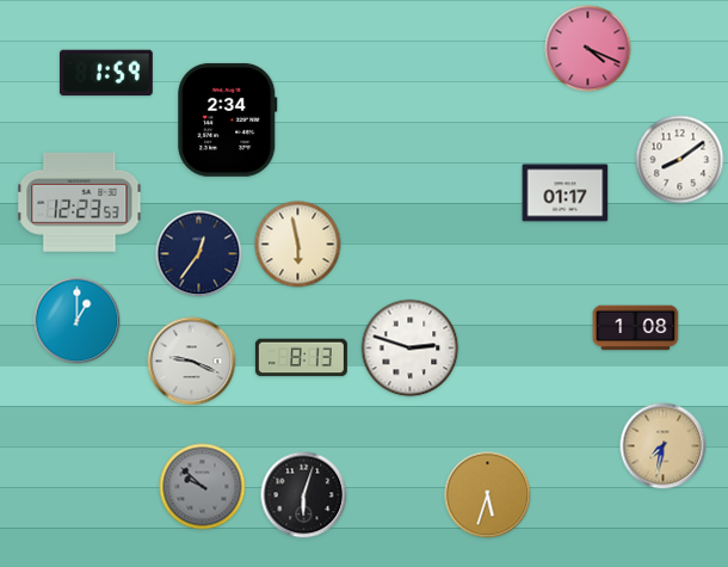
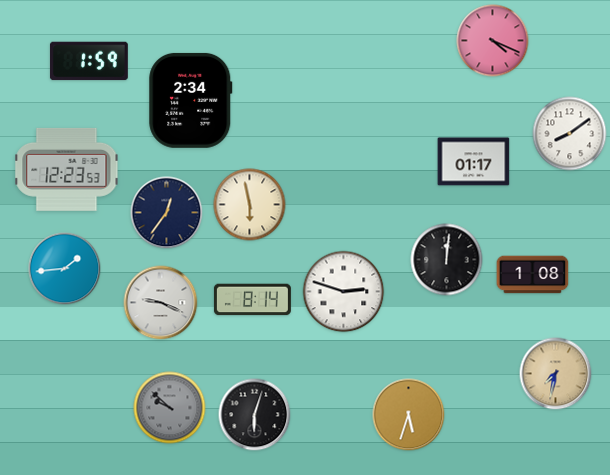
clock at (447, 260): none -> 12:01
clock at (78, 321): 1:00 -> 1:44
clock at (301, 358): 8:13 -> 8:14
